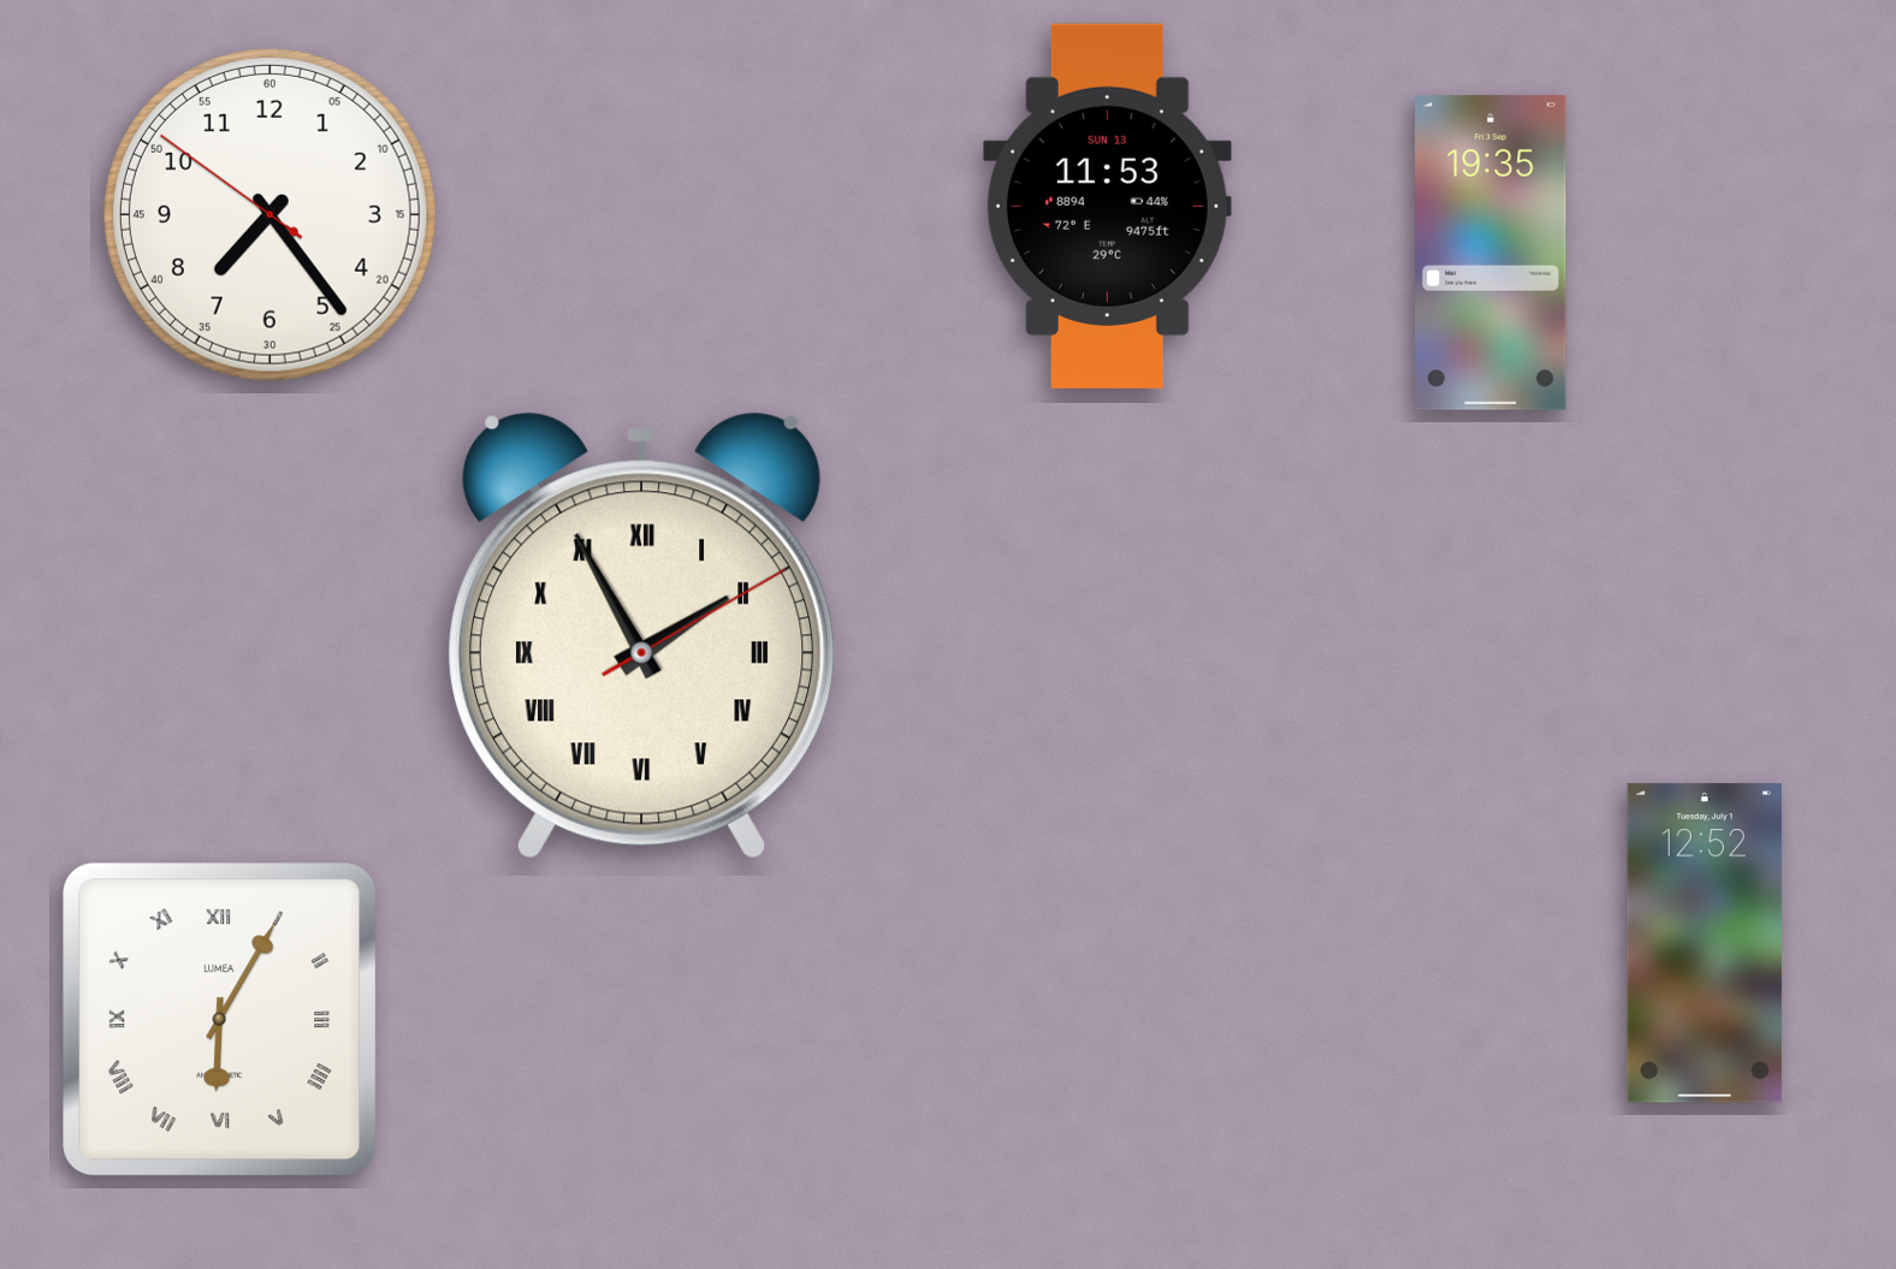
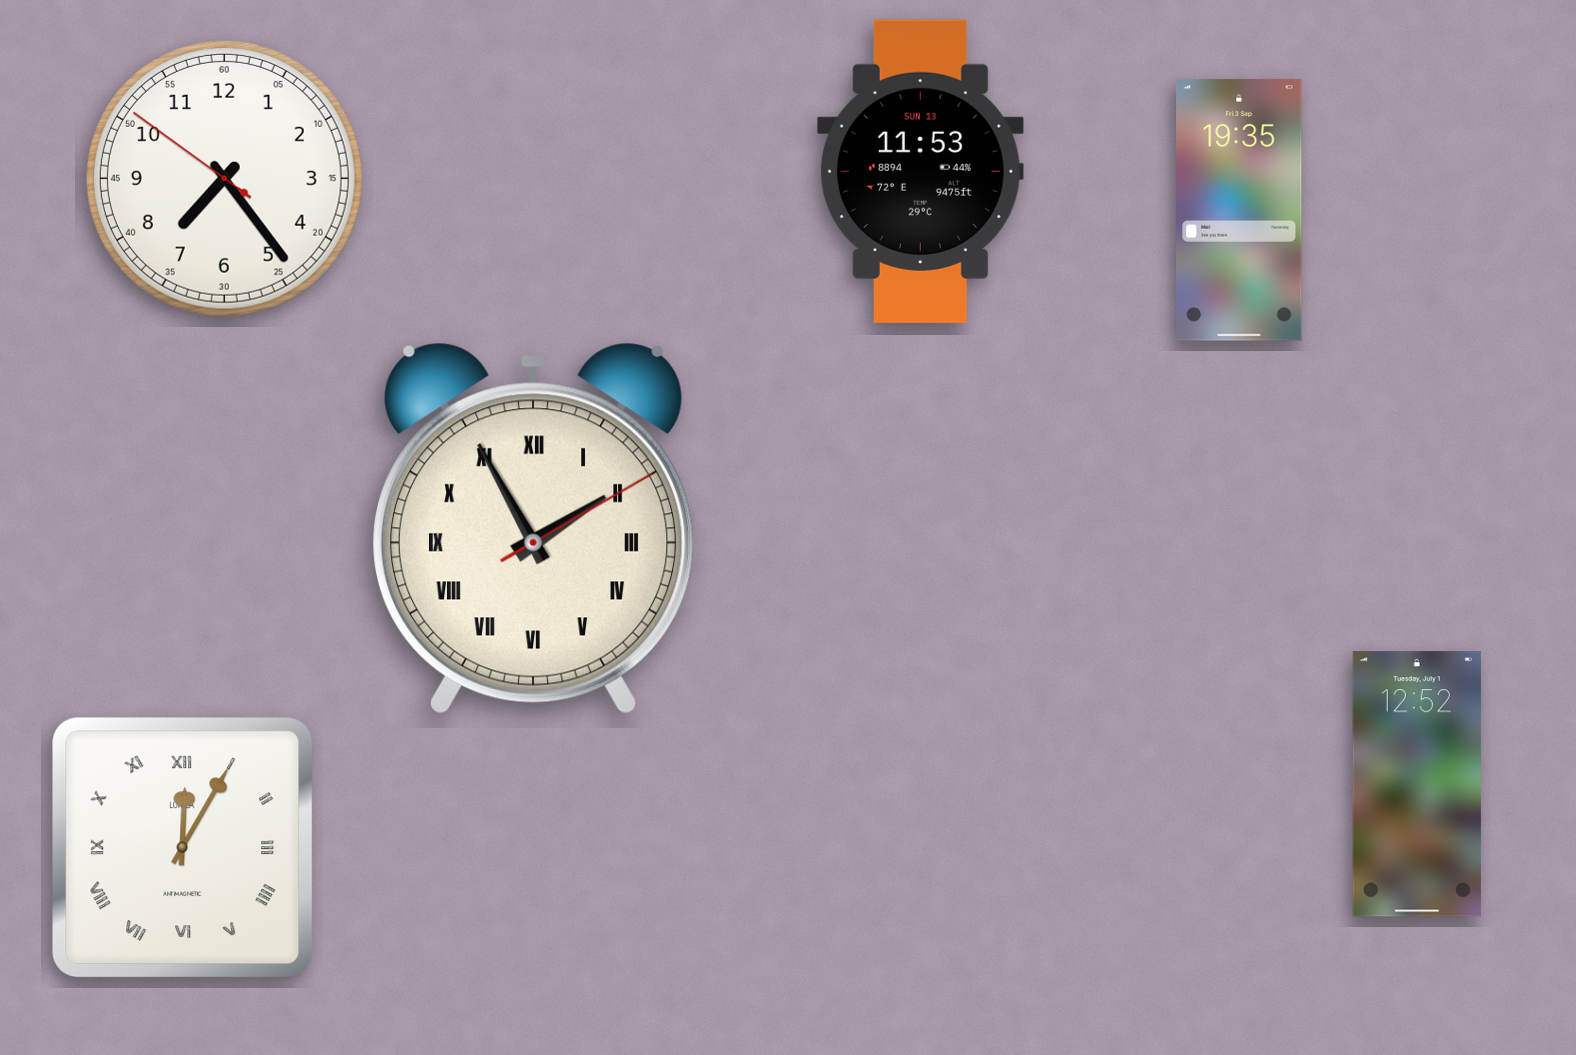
clock at (220, 1020): 6:05 -> 12:05
